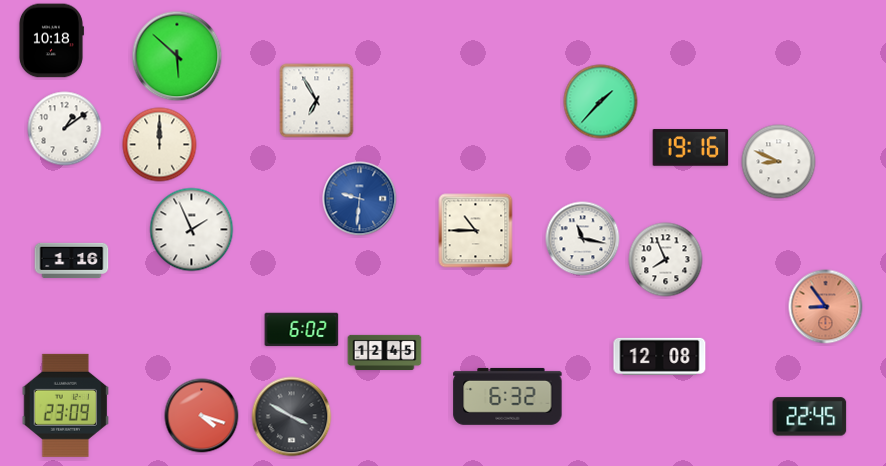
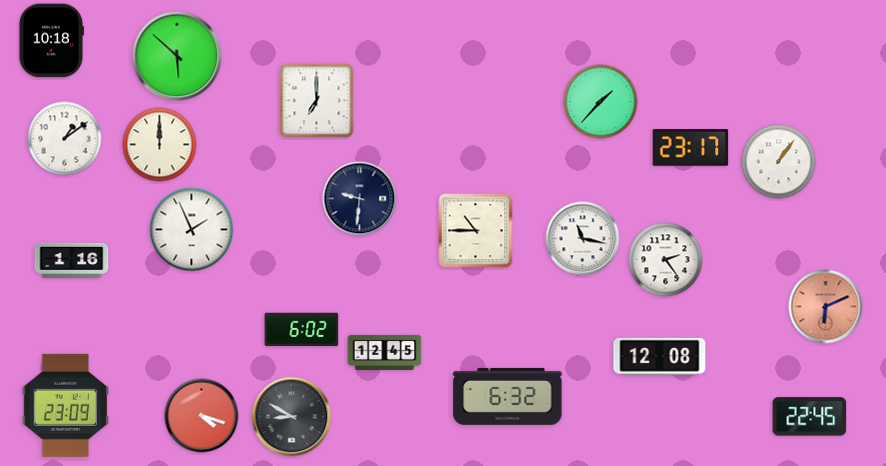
clock at (317, 101): 6:55 -> 7:00
clock at (65, 129) position: (65, 129) -> (65, 139)
clock at (691, 148): 19:16 -> 23:17
clock at (779, 162): 8:49 -> 1:06
clock at (360, 199) dial: blue -> navy
clock at (666, 260): 7:56 -> 2:24
clock at (826, 307): 8:54 -> 6:11
clock at (292, 417): 3:50 -> 8:50
